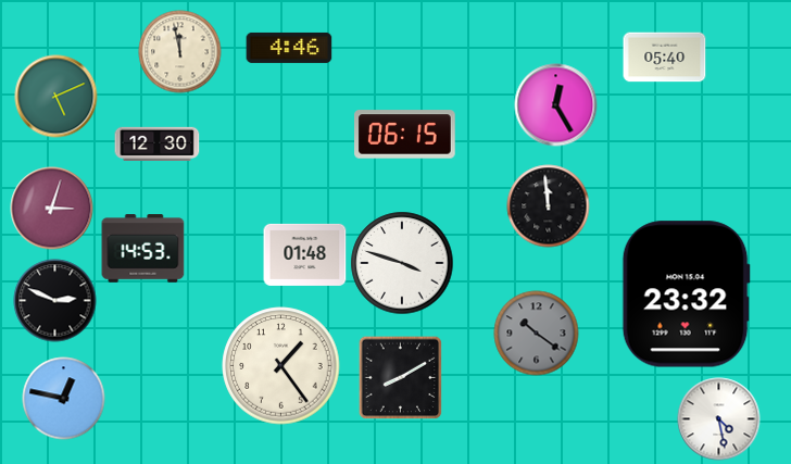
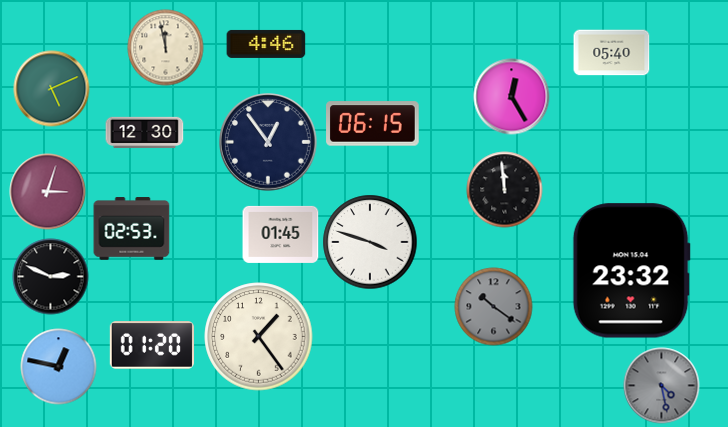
clock at (268, 142): none -> 12:54
clock at (143, 249): 14:53 -> 02:53
clock at (305, 254): 01:48 -> 01:45
clock at (151, 345): none -> 01:20
clock at (400, 377): 8:10 -> none
clock at (719, 419) dial: white -> grey
